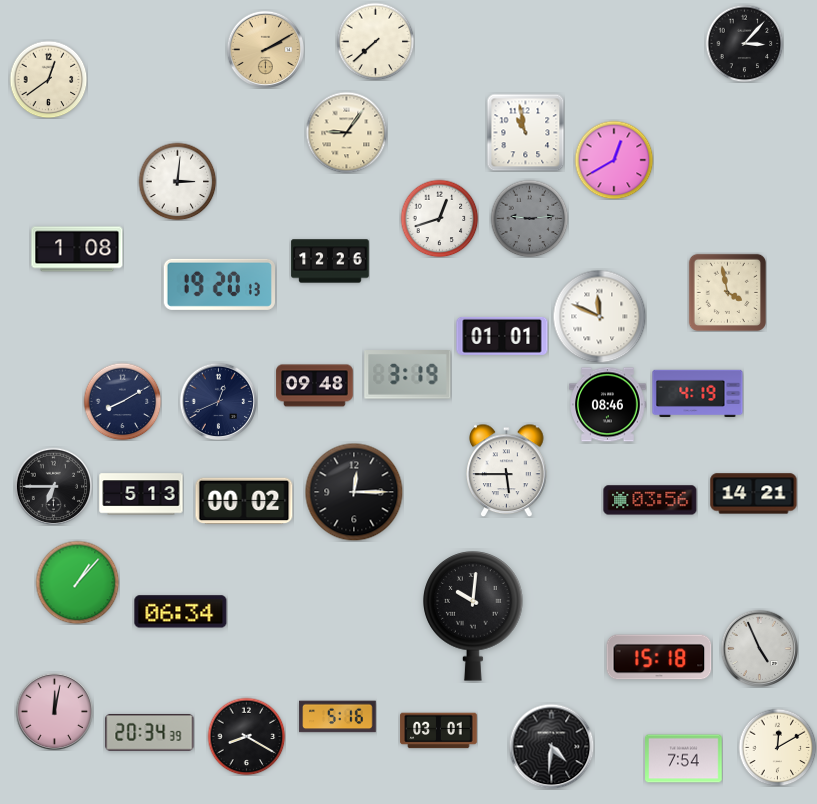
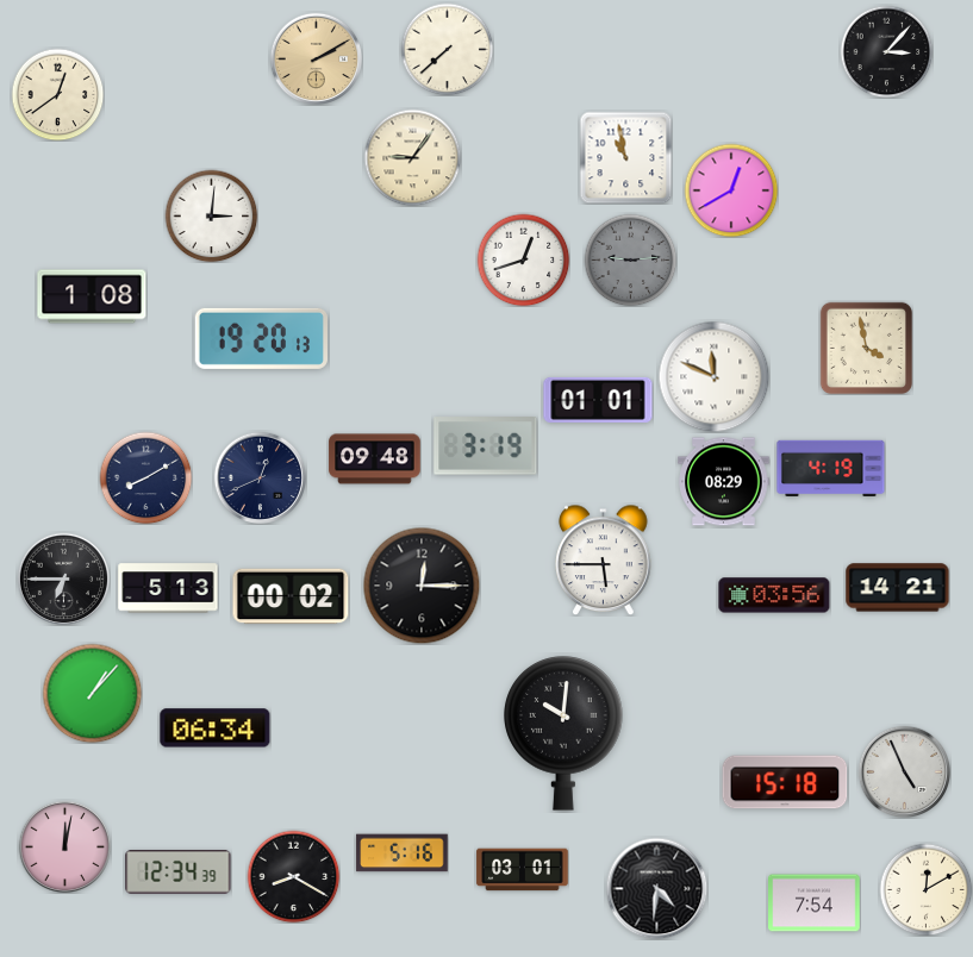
clock at (330, 261): 12:26 -> none
clock at (608, 405): 08:46 -> 08:29
clock at (150, 732): 20:34 -> 12:34
